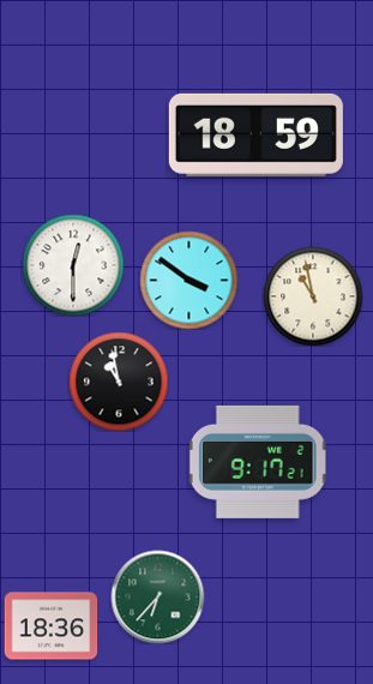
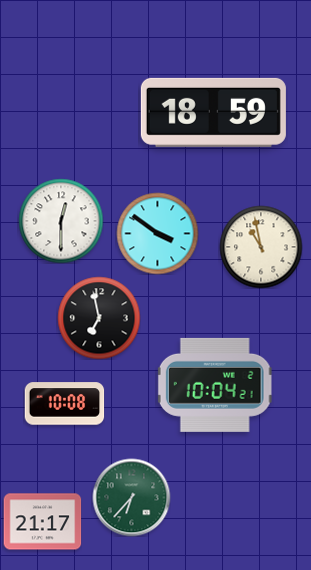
clock at (119, 382): 10:58 -> 6:58
clock at (258, 462): 9:17 -> 10:04
clock at (64, 404): none -> 10:08
clock at (50, 626): 18:36 -> 21:17
